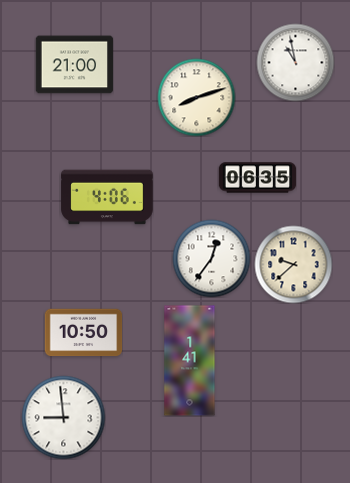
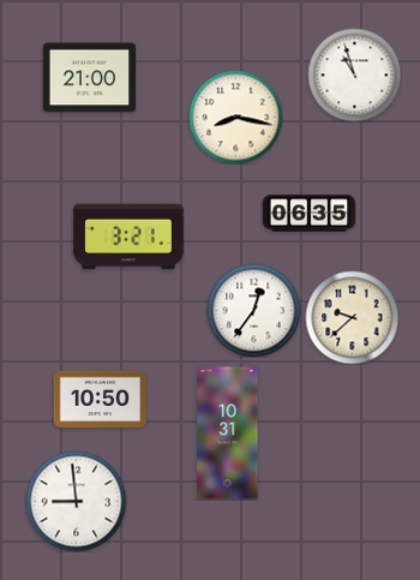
clock at (295, 62): 10:58 -> 10:57
clock at (196, 97): 8:12 -> 8:17
clock at (107, 197): 4:06 -> 3:21
clock at (190, 361): 1:41 -> 10:31
